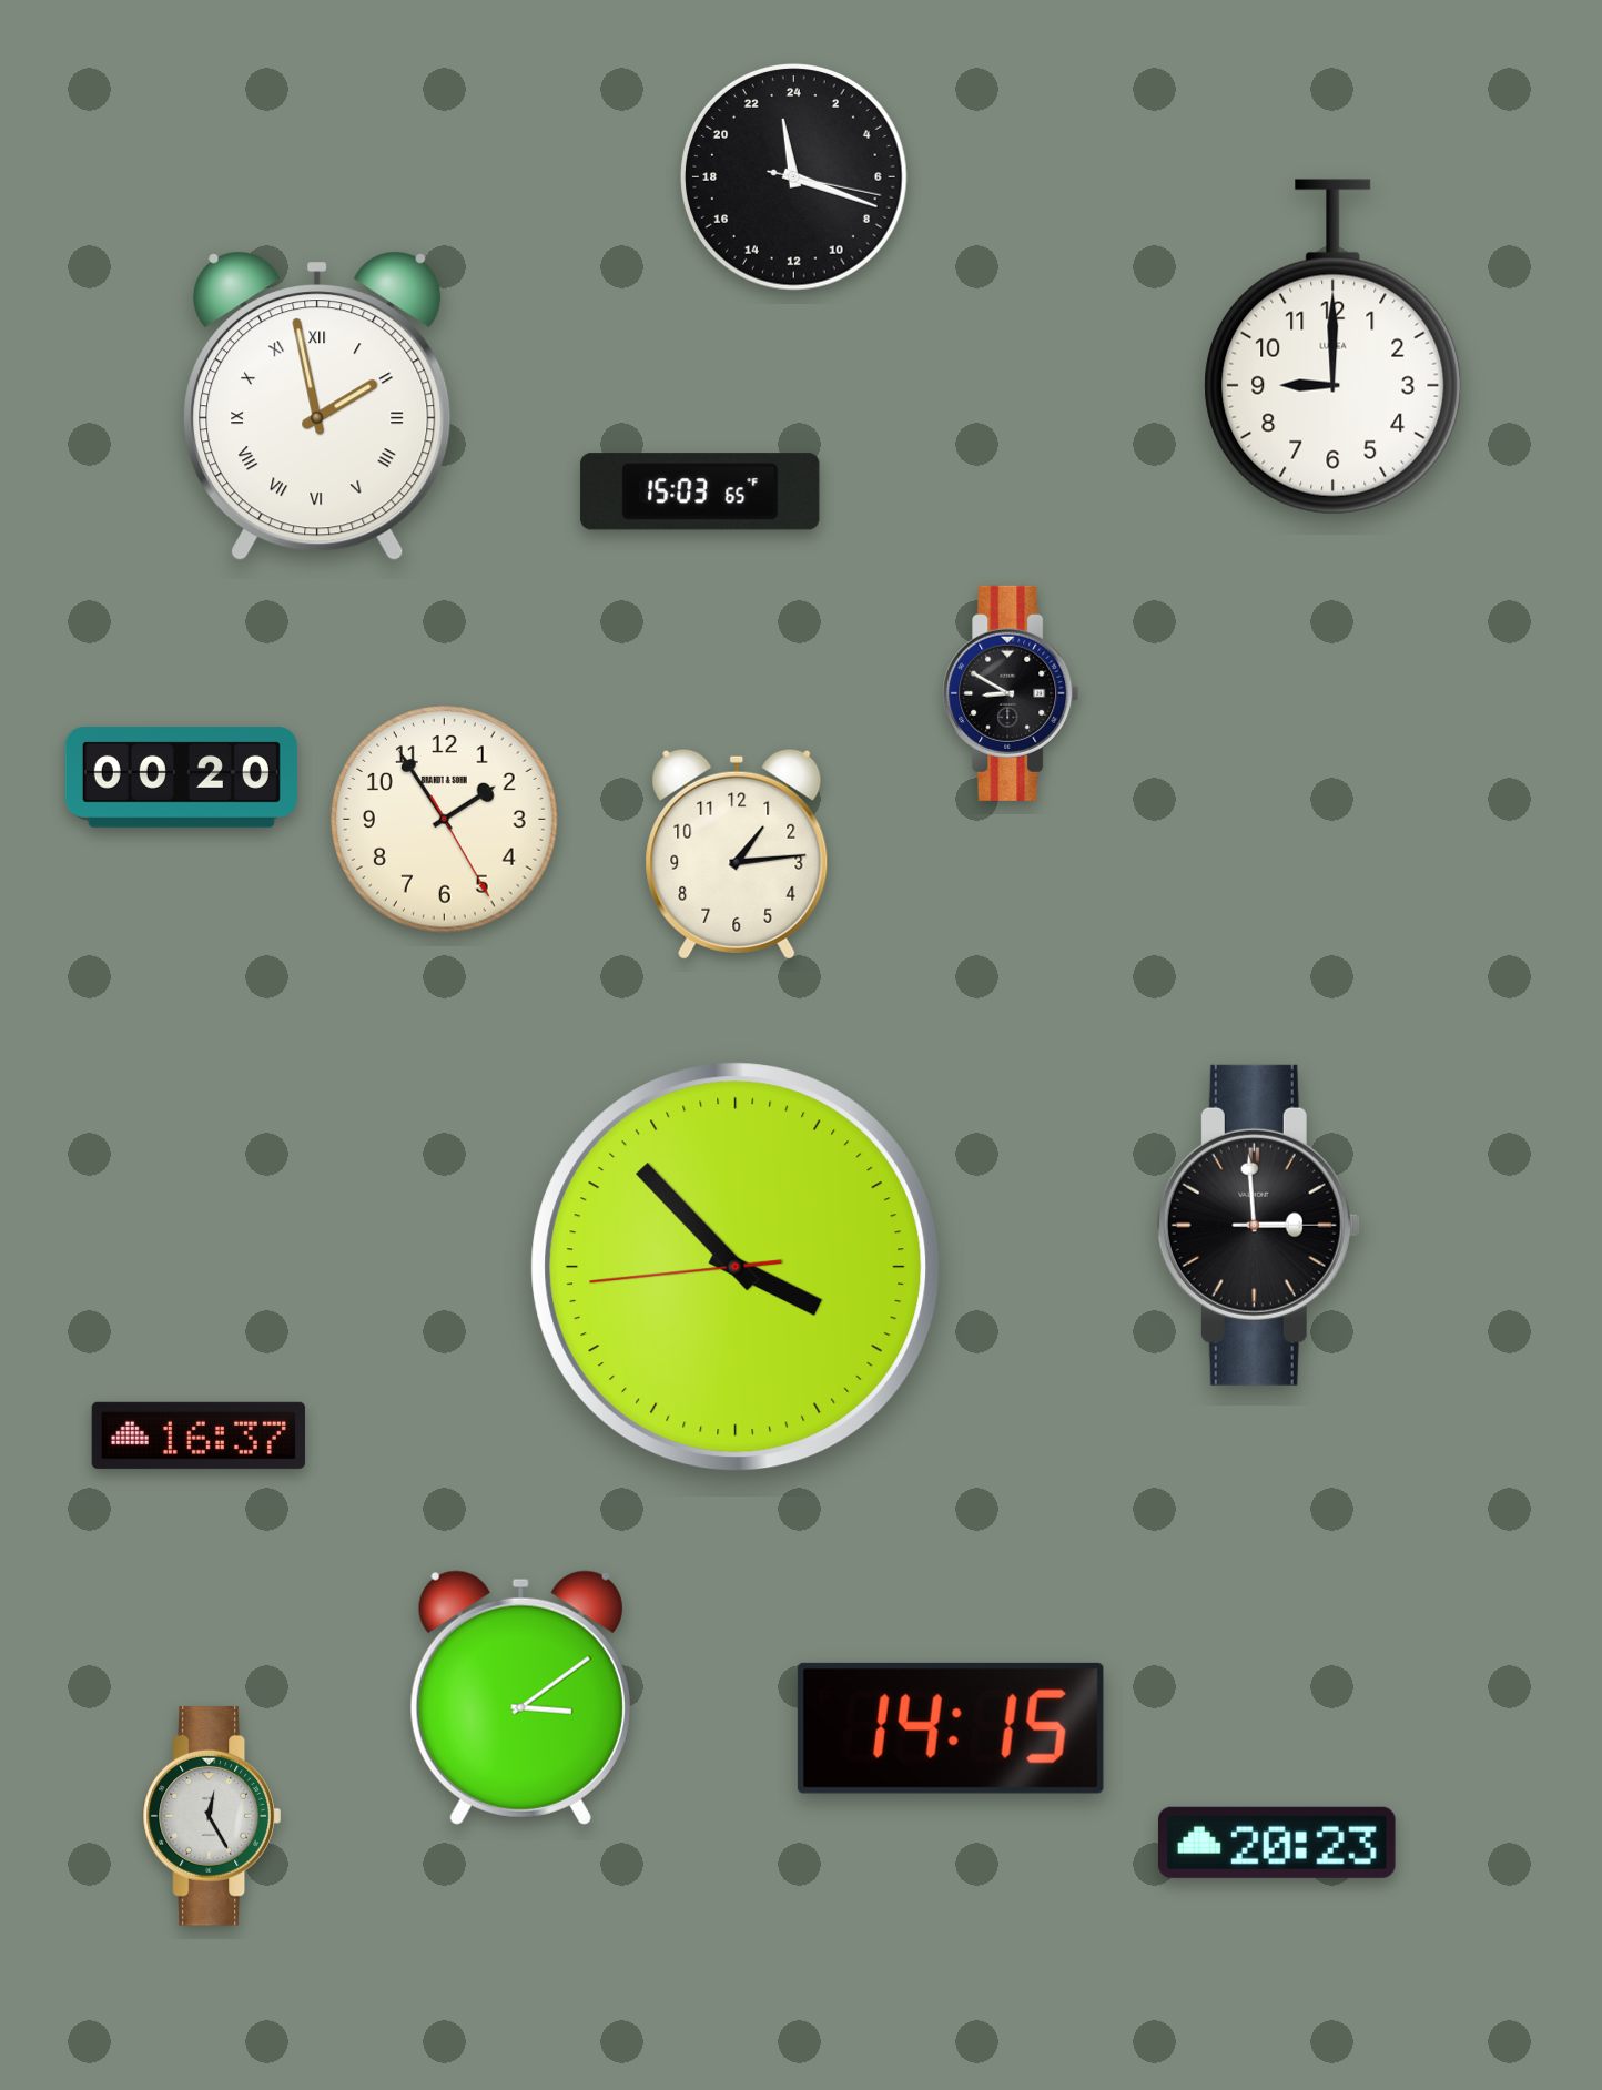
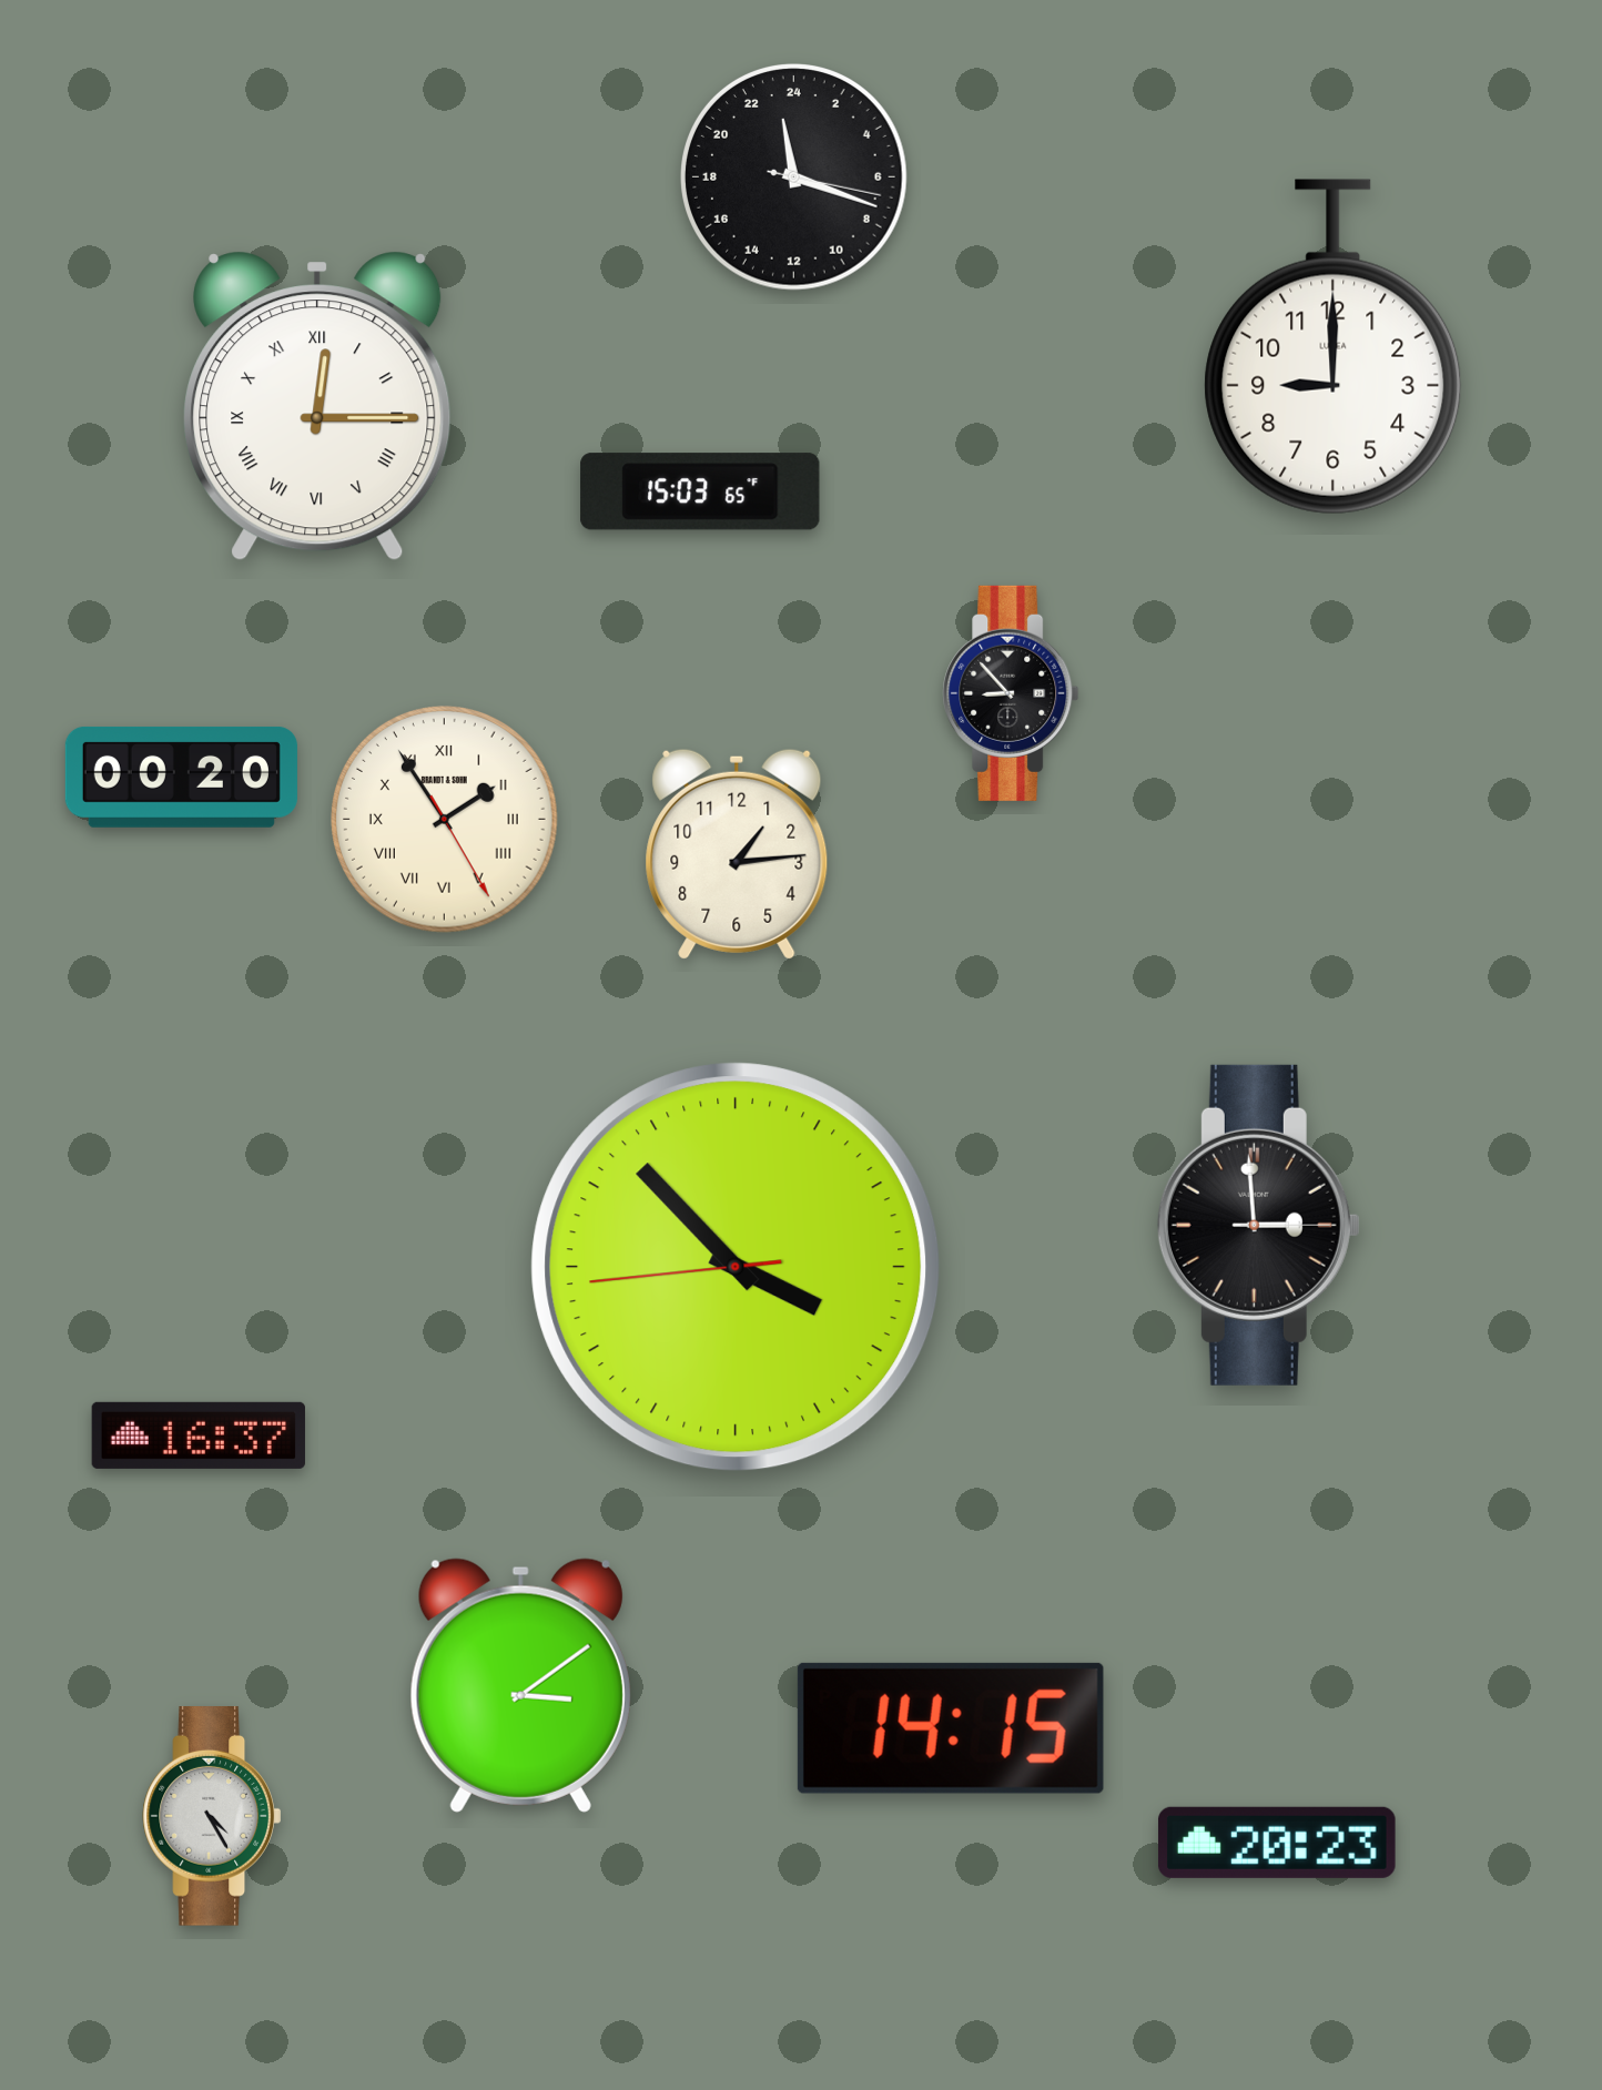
clock at (317, 406): 1:58 -> 12:15
clock at (1011, 693): 8:50 -> 8:53
clock at (445, 820) numerals: Arabic -> Roman
clock at (520, 1697) position: (520, 1697) -> (520, 1685)
clock at (212, 1817): 12:25 -> 4:25
